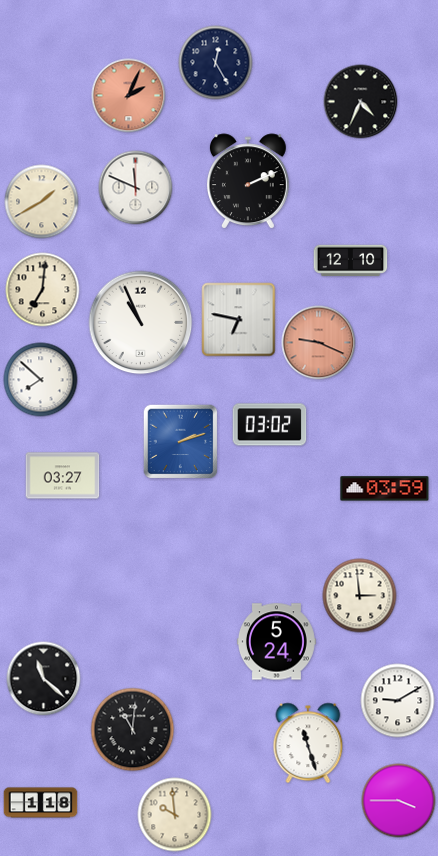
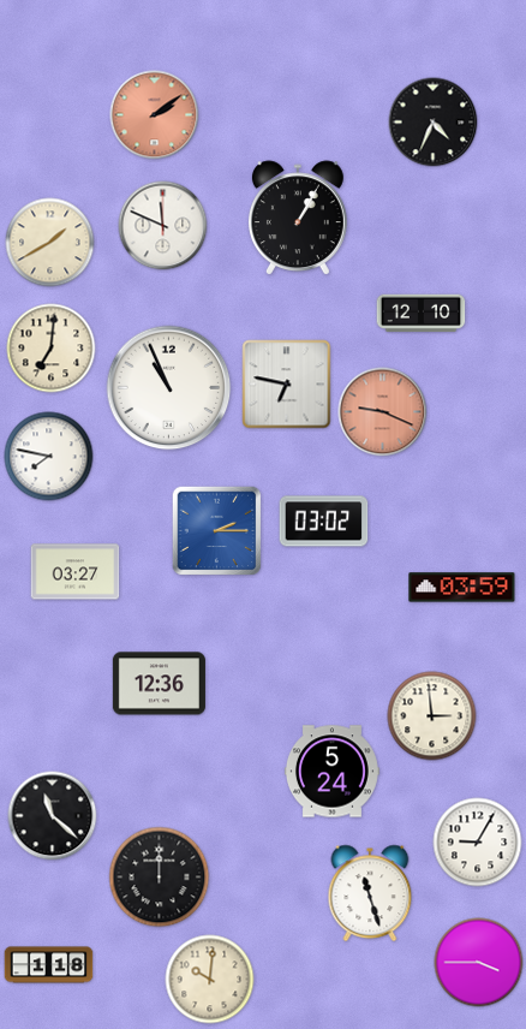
clock at (216, 63): 12:25 -> none
clock at (129, 96): 2:04 -> 2:09
clock at (248, 182): 2:11 -> 1:05
clock at (41, 380): 7:52 -> 7:47
clock at (270, 425) position: (270, 425) -> (324, 522)
clock at (181, 442): 2:12 -> 2:15
clock at (159, 684): none -> 12:36
clock at (398, 701): 9:10 -> 9:05
clock at (133, 730): 11:01 -> 12:00
clock at (175, 815): 9:59 -> 10:01
